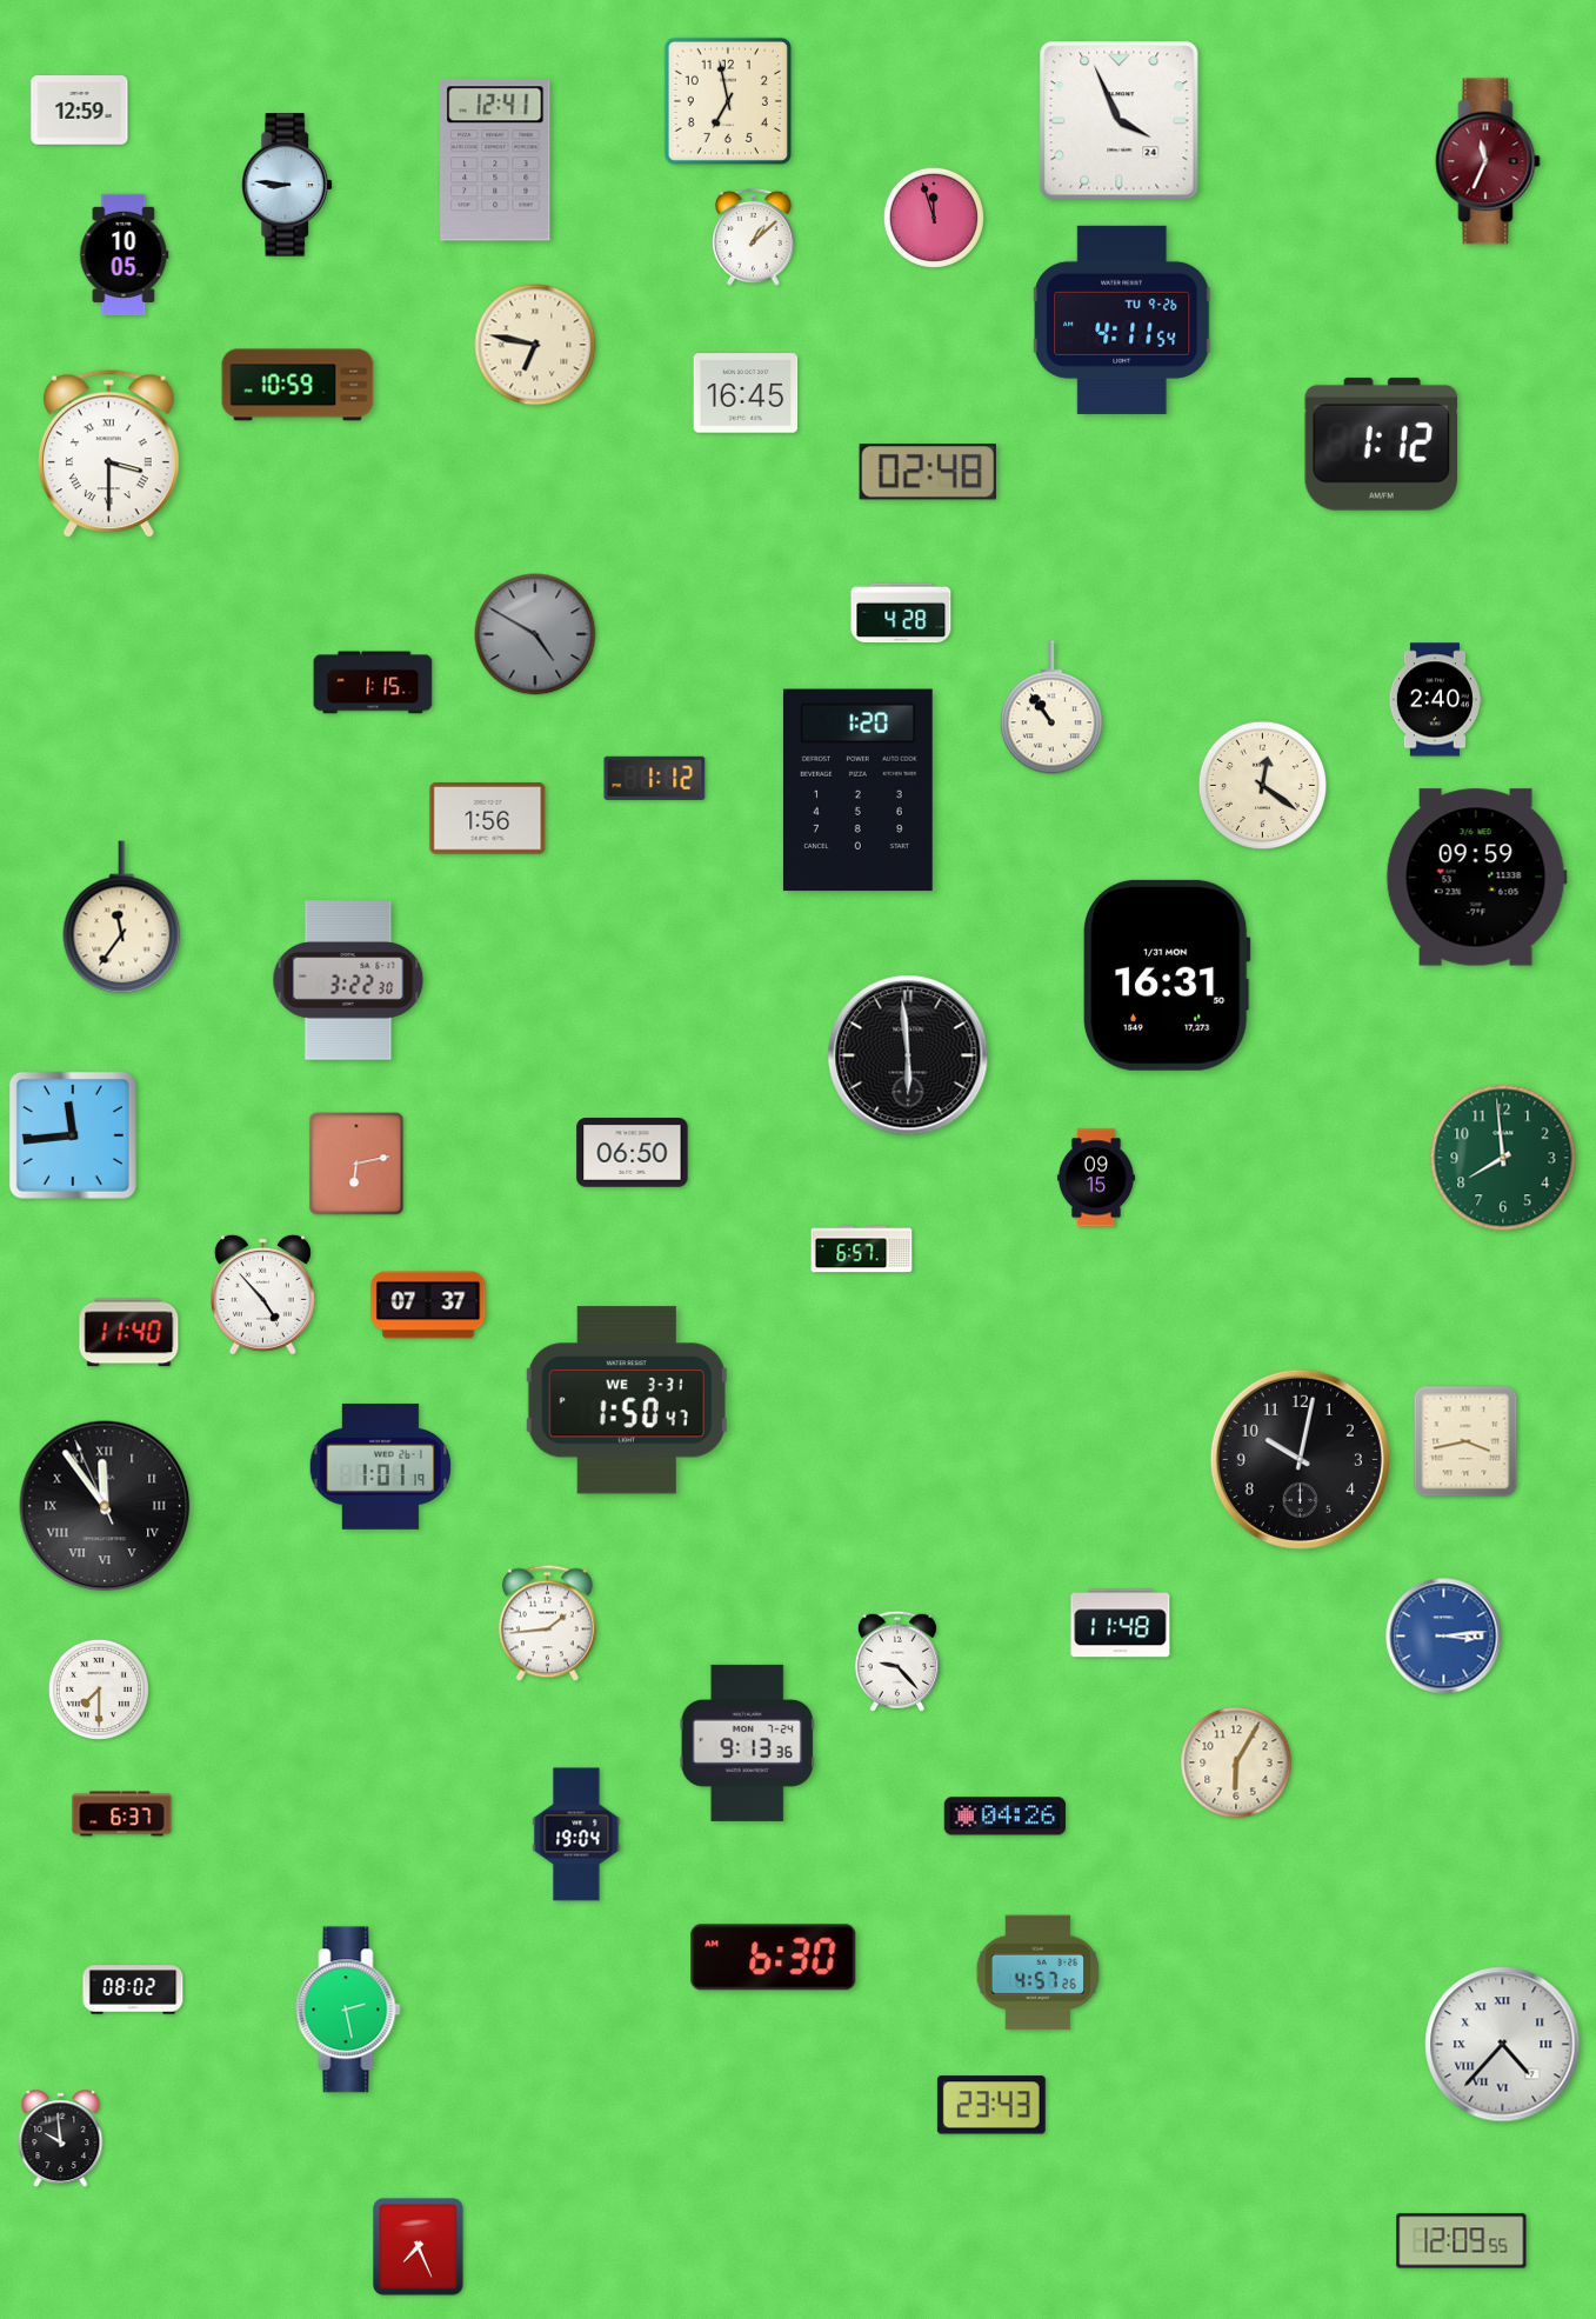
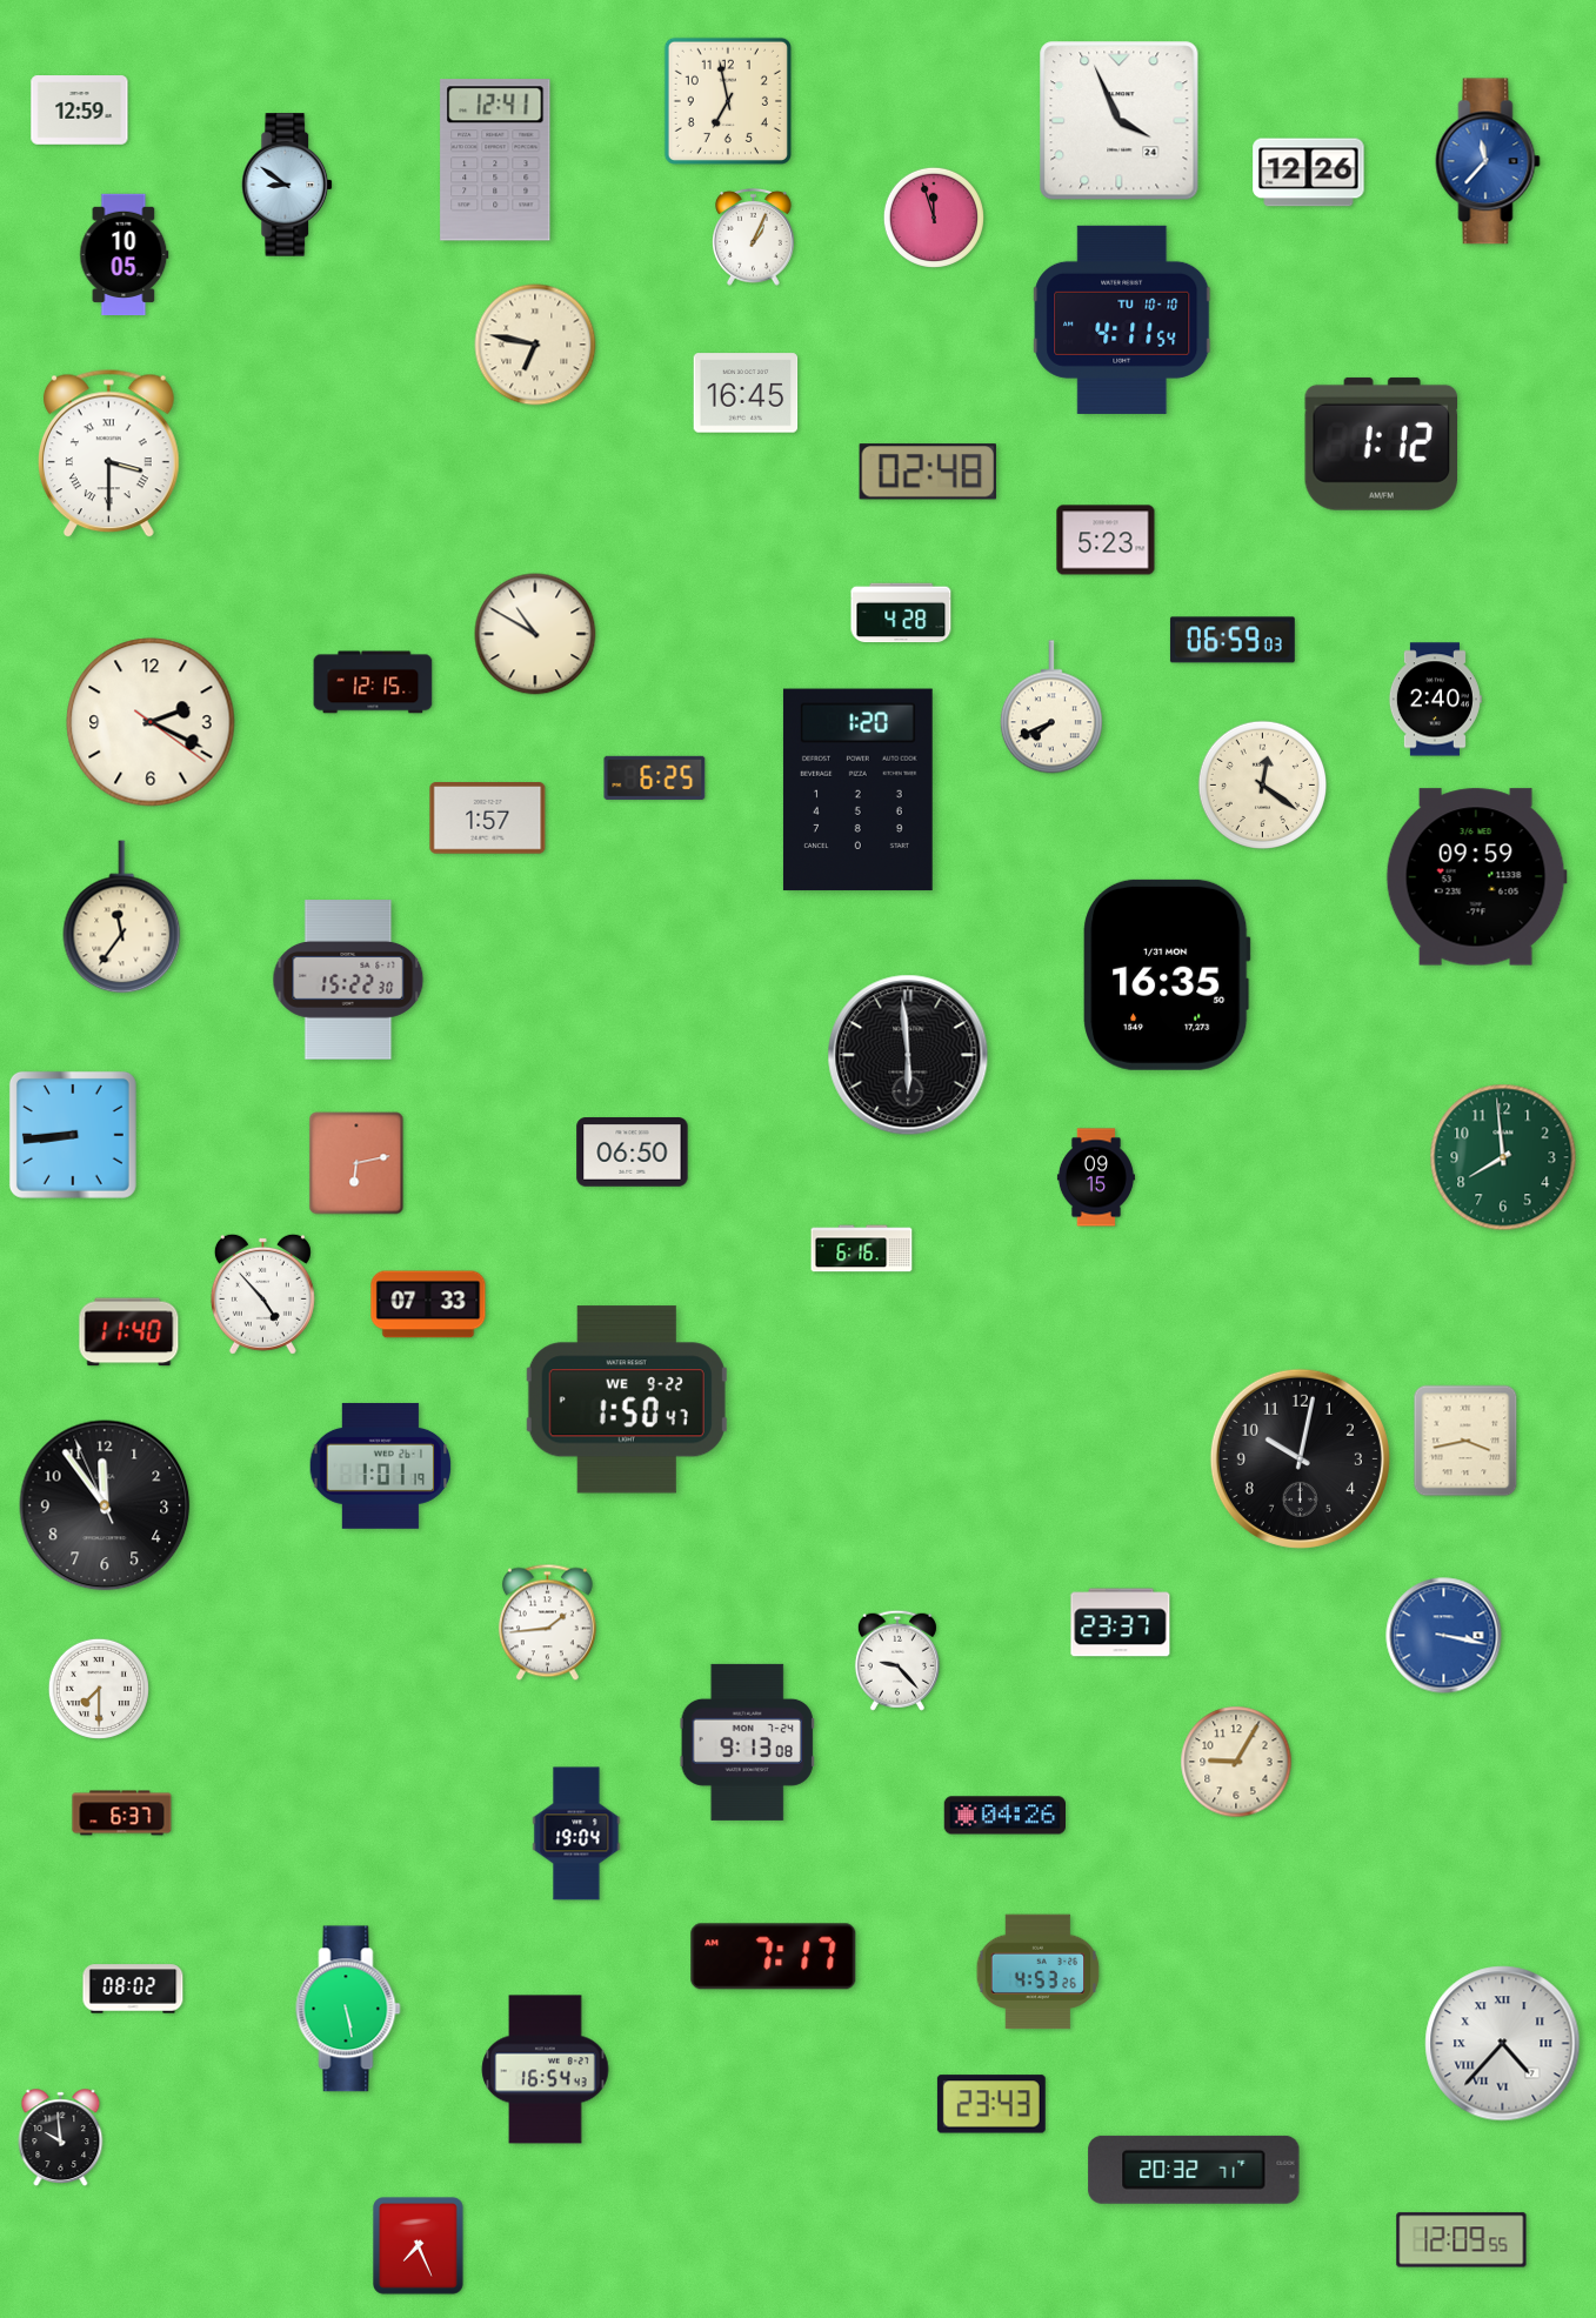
clock at (1488, 161): 11:34 -> 11:37
clock at (1488, 161) dial: burgundy -> blue
clock at (1309, 173): none -> 12:26
clock at (288, 185): 8:46 -> 8:51
clock at (754, 236): 1:08 -> 1:04
clock at (1122, 320) date: TU 9-26 -> TU 10-10
clock at (298, 385): 10:59 -> none
clock at (1106, 540): none -> 5:23
clock at (535, 634): 4:50 -> 10:50
clock at (535, 634) dial: grey -> cream
clock at (1233, 640): none -> 06:59
clock at (373, 682): 1:15 -> 12:15
clock at (1051, 707): 10:54 -> 7:41
clock at (151, 722): none -> 2:19
clock at (655, 778): 1:12 -> 6:25
clock at (488, 819): 1:56 -> 1:57
clock at (1168, 975): 16:31 -> 16:35
clock at (348, 980): 3:22 -> 15:22
clock at (73, 1135): 11:44 -> 8:44
clock at (862, 1250): 6:57 -> 6:16
clock at (428, 1305): 07:37 -> 07:33
clock at (627, 1400) date: WE 3-31 -> WE 9-22
clock at (105, 1506) numerals: Roman -> Arabic
clock at (1121, 1624): 11:48 -> 23:37
clock at (1444, 1637): 3:14 -> 3:17
clock at (747, 1742): 9:13:36 -> 9:13:08
clock at (1236, 1762): 6:05 -> 9:05
clock at (774, 1958): 6:30 -> 7:17
clock at (1039, 1973): 4:57 -> 4:53
clock at (348, 2010): 2:28 -> 5:28
clock at (546, 2070): none -> 16:54
clock at (1194, 2170): none -> 20:32
